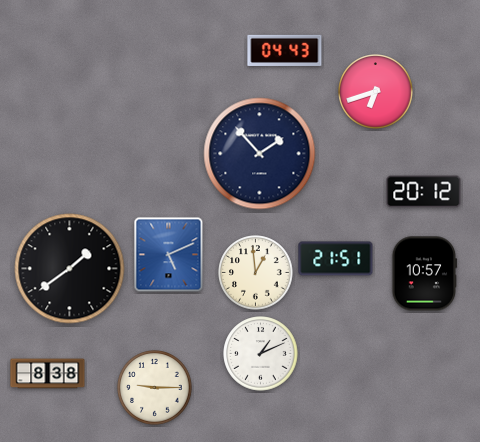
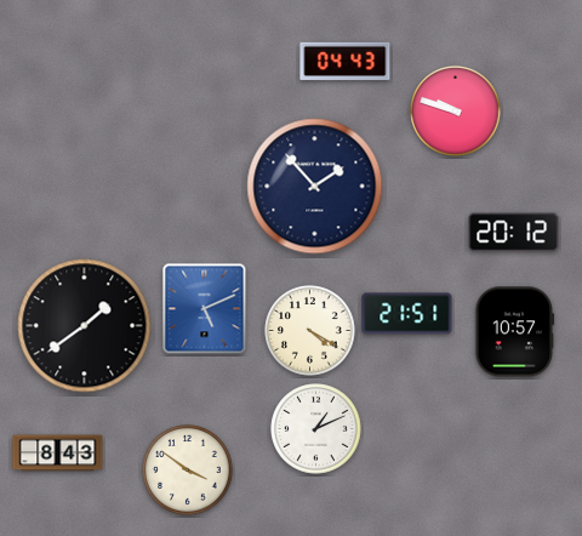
clock at (376, 92): 6:42 -> 9:48
clock at (256, 273): 12:59 -> 4:20
clock at (48, 374): 8:38 -> 8:43
clock at (155, 388): 9:15 -> 3:51
